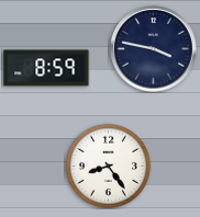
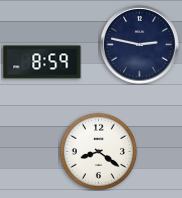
clock at (154, 49): 3:47 -> 2:47
clock at (108, 165): 8:24 -> 8:21
